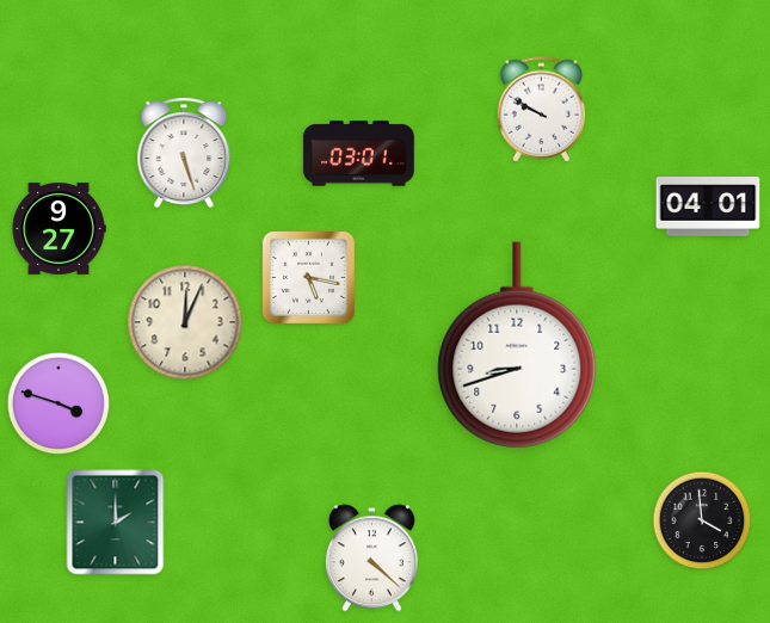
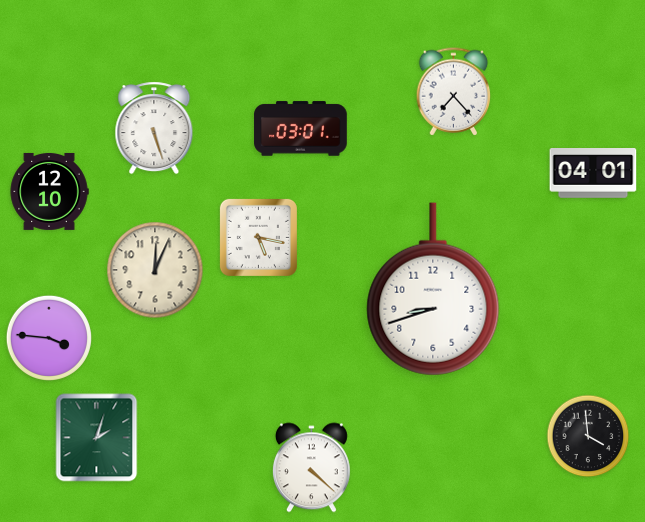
clock at (542, 110): 9:50 -> 7:23
clock at (58, 228): 9:27 -> 12:10
clock at (308, 277) position: (308, 277) -> (258, 237)
clock at (57, 402): 3:48 -> 3:46
clock at (116, 523): 2:00 -> 2:03
